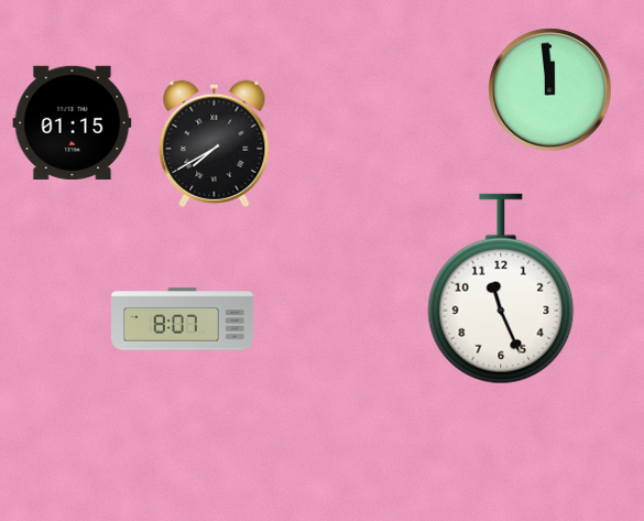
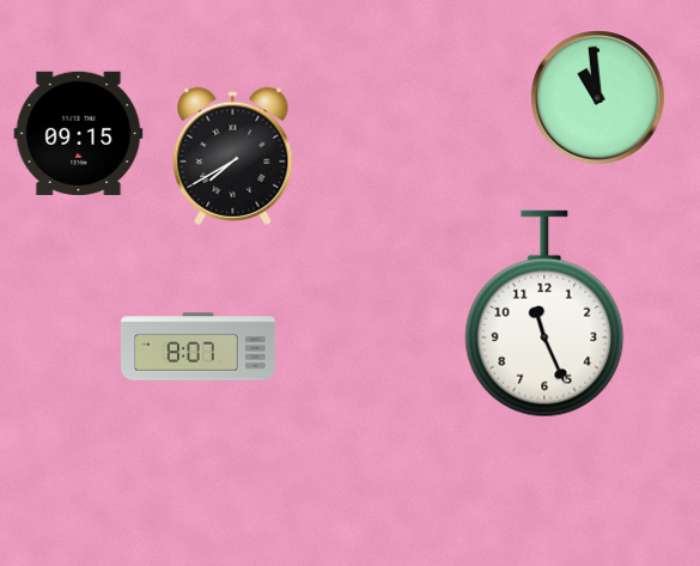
clock at (550, 90): 11:59 -> 10:59
clock at (73, 122): 01:15 -> 09:15
